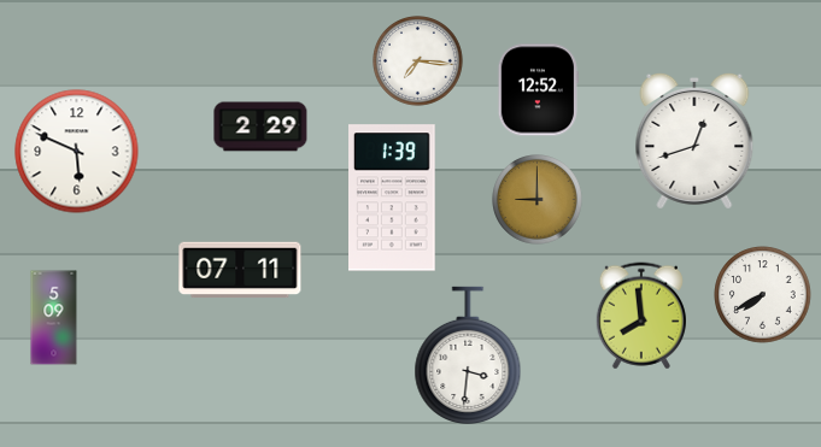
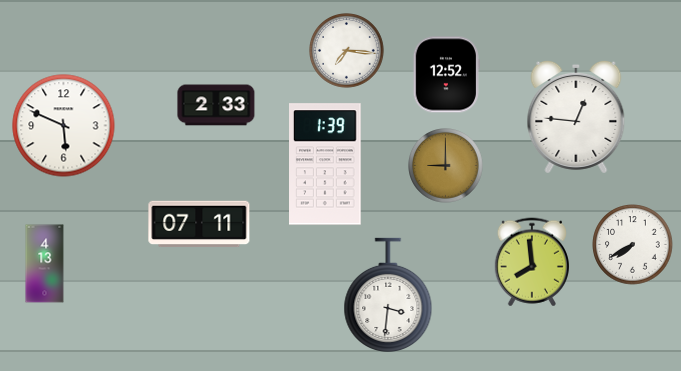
clock at (260, 127): 2:29 -> 2:33
clock at (694, 141): 12:42 -> 12:46
clock at (54, 318): 5:09 -> 4:13
